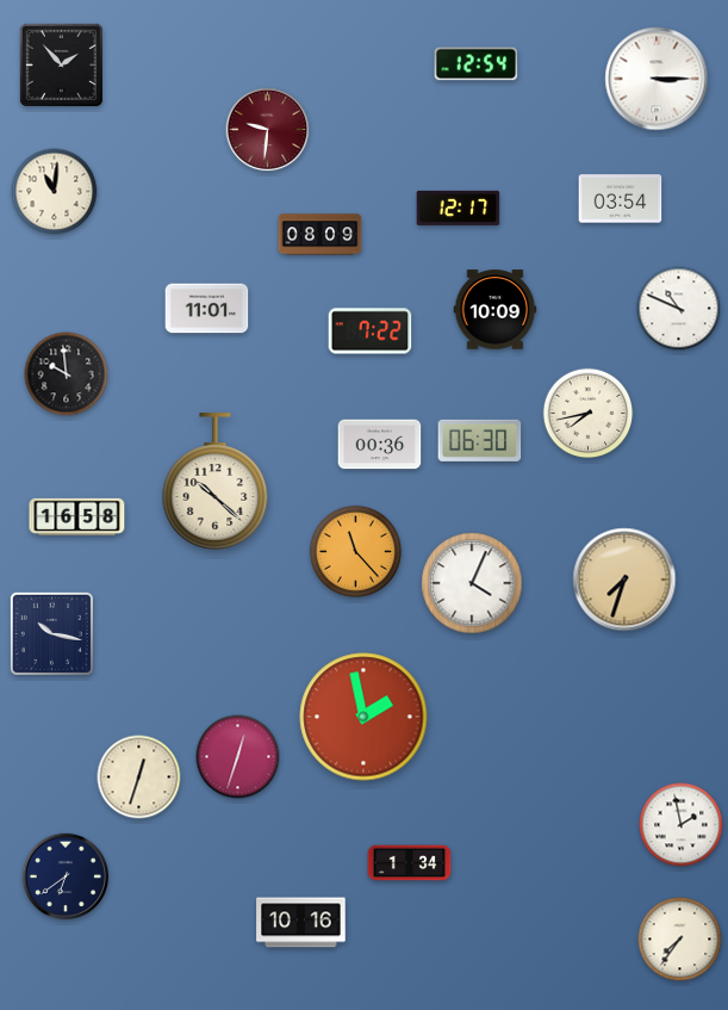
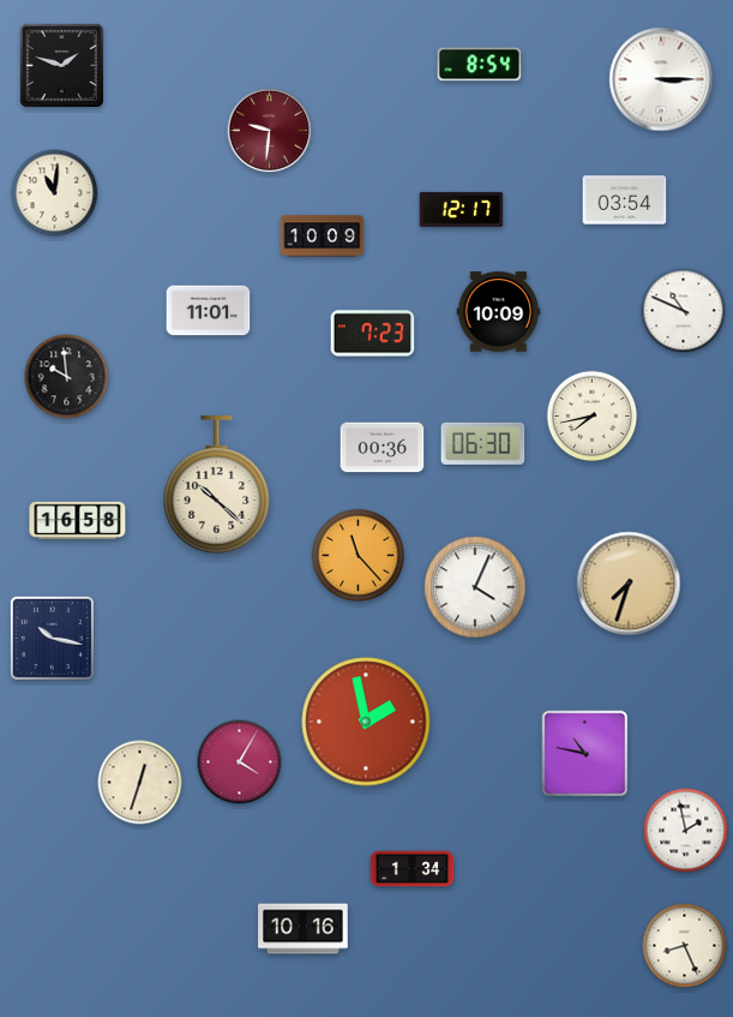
clock at (61, 64): 1:53 -> 1:48
clock at (477, 64): 12:54 -> 8:54
clock at (321, 235): 08:09 -> 10:09
clock at (371, 331): 7:22 -> 7:23
clock at (585, 754): none -> 10:47
clock at (238, 757): 12:33 -> 4:05
clock at (64, 875): 6:39 -> none
clock at (680, 940): 7:36 -> 8:26
